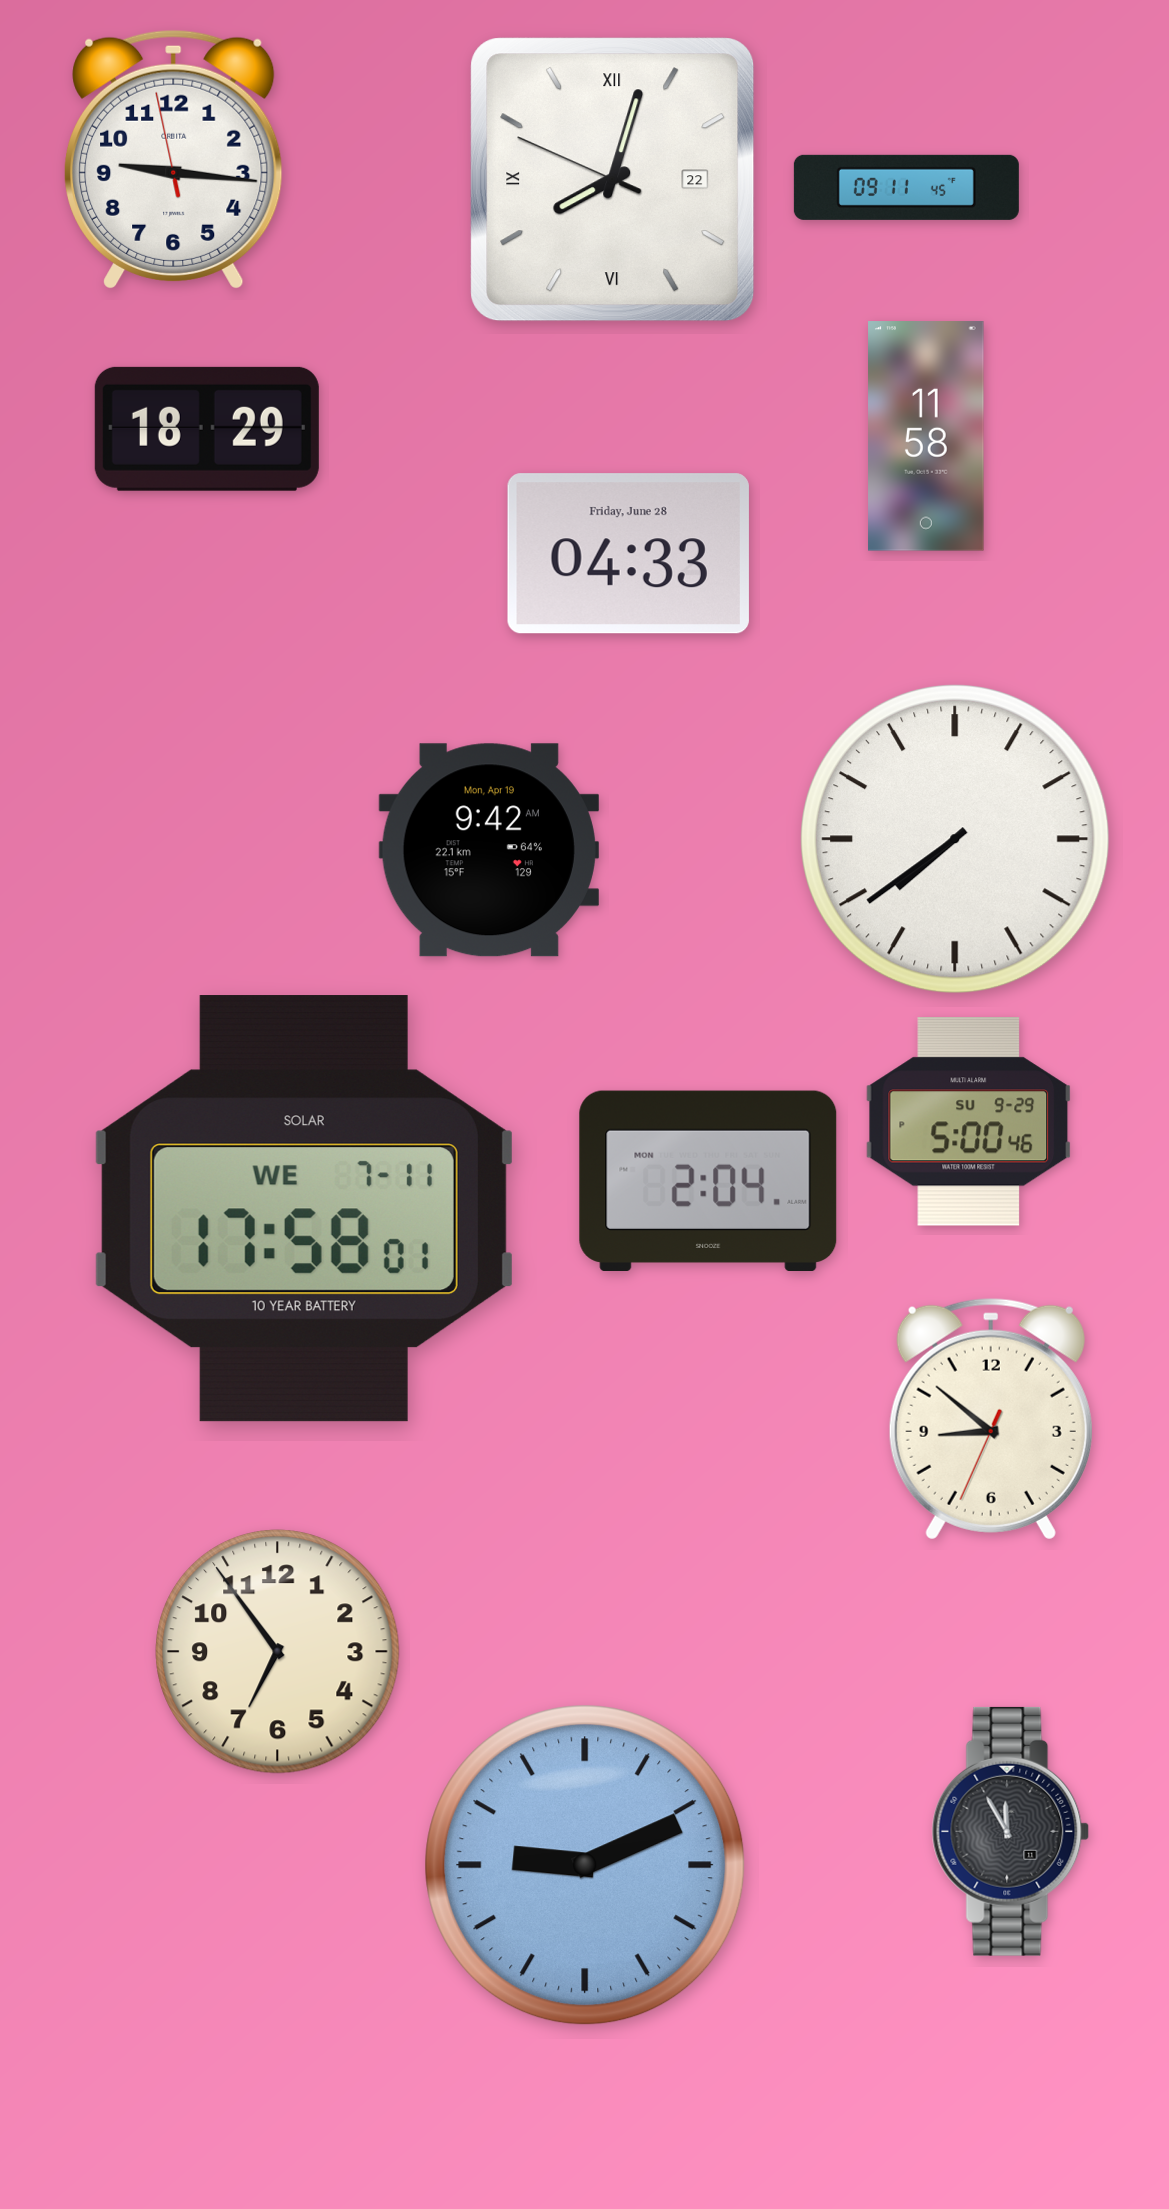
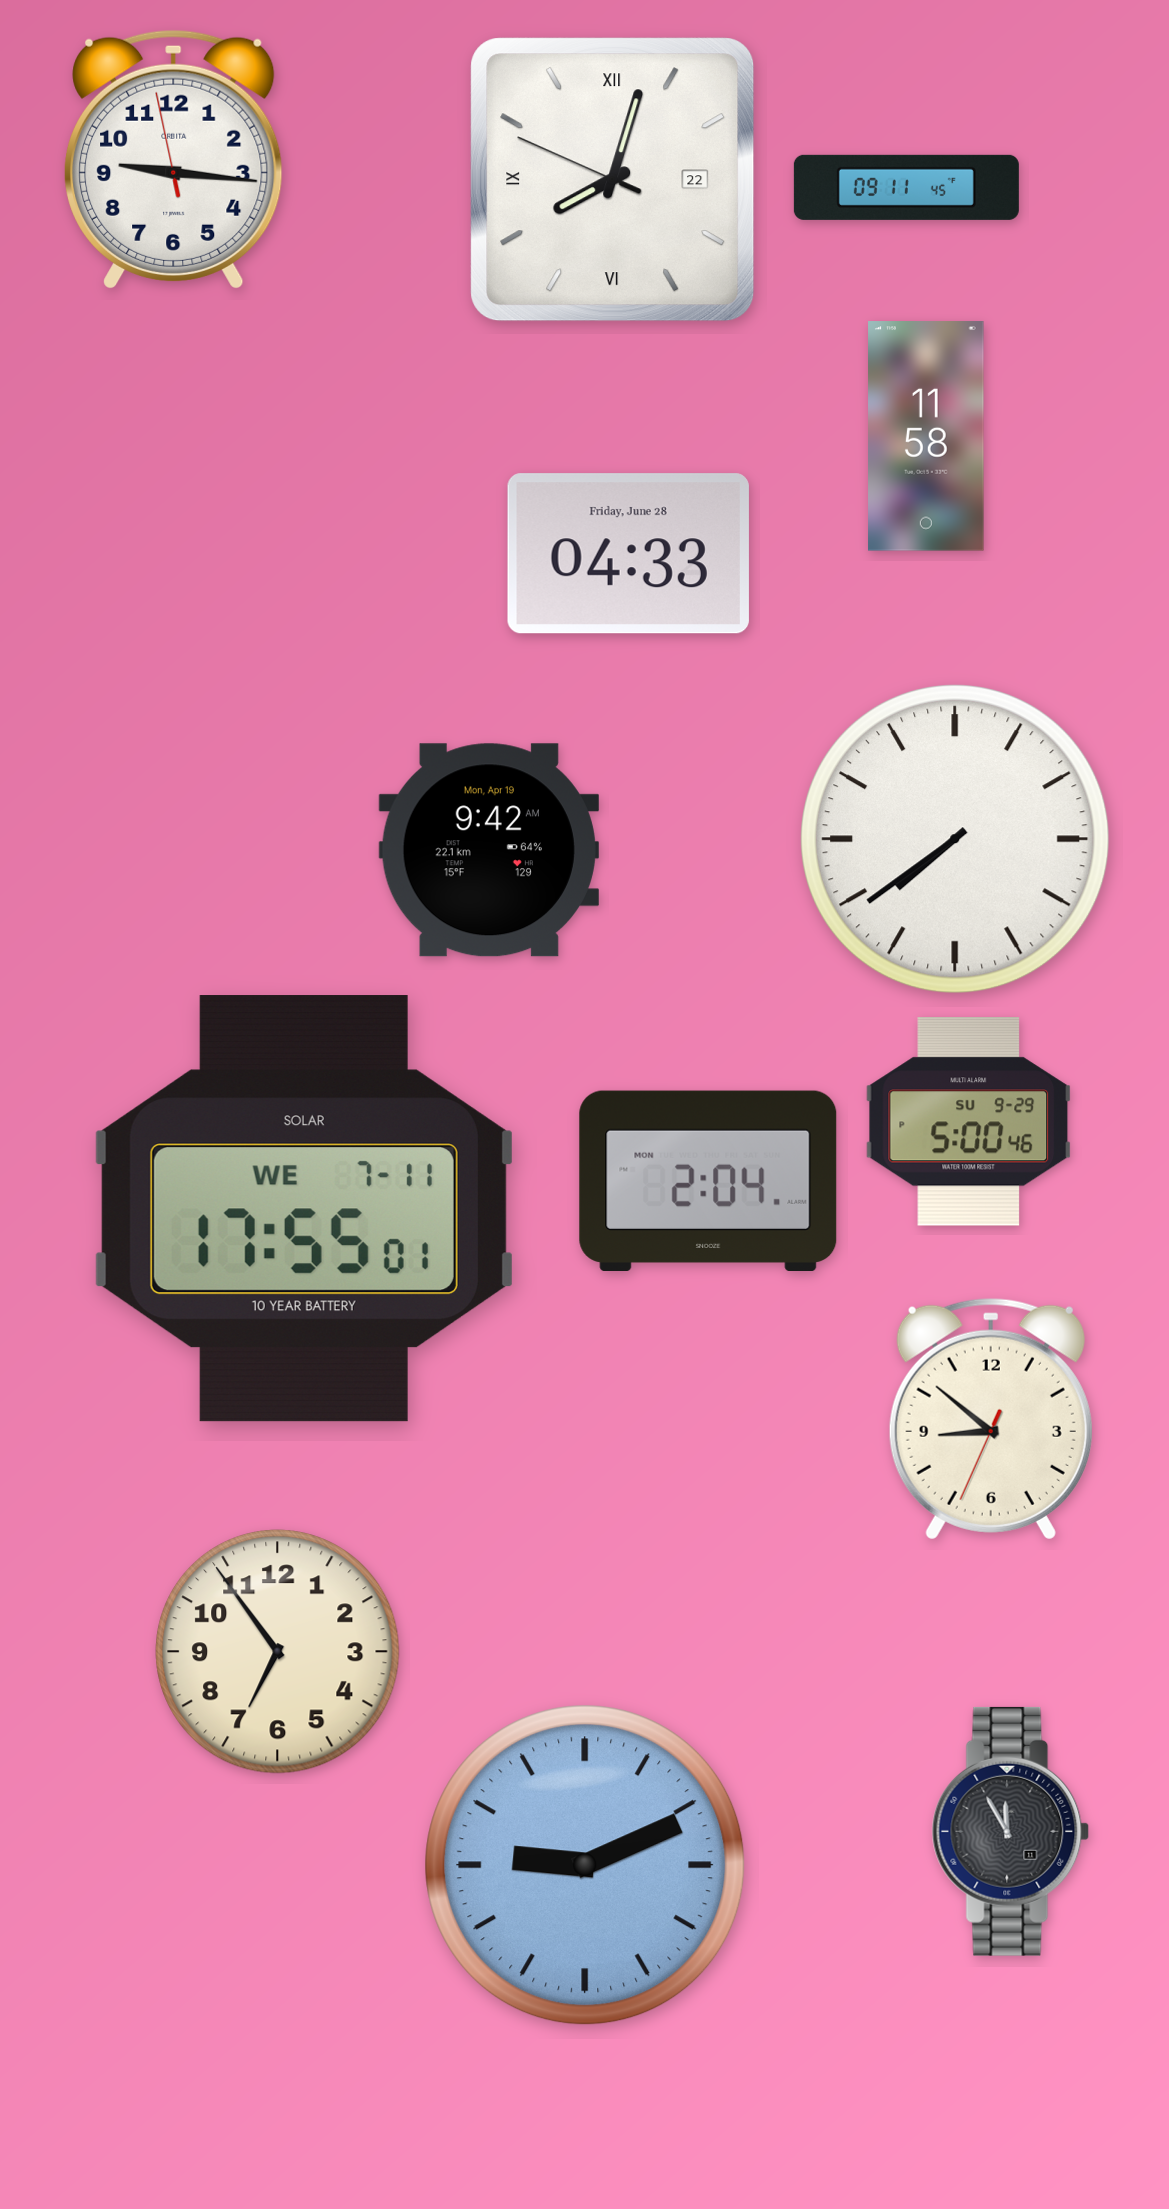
clock at (207, 429): 18:29 -> none
clock at (304, 1209): 17:58 -> 17:55
